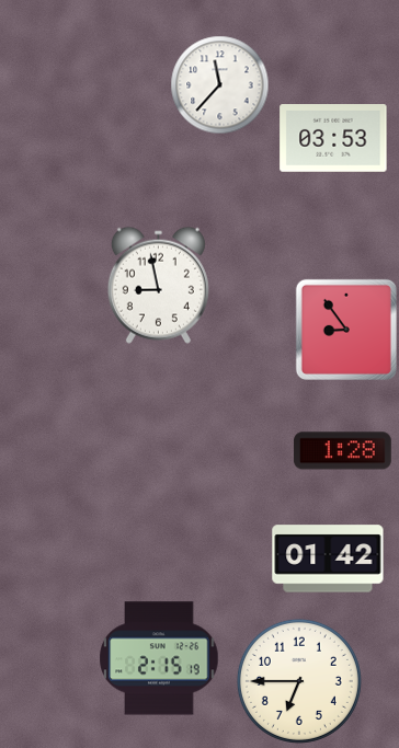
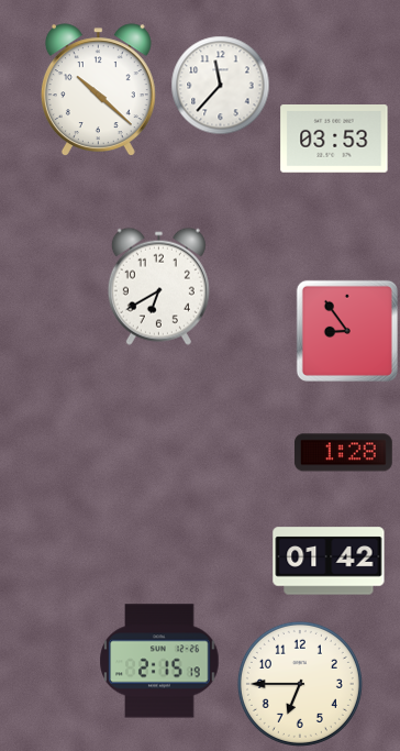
clock at (98, 89): none -> 10:22
clock at (158, 285): 8:58 -> 6:40
